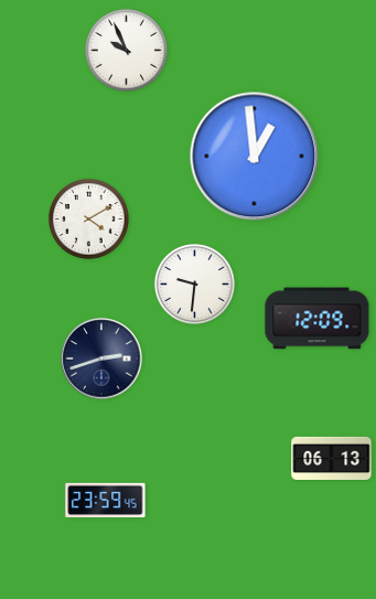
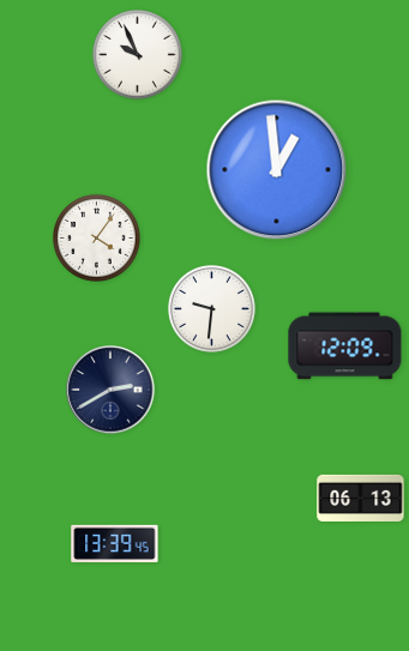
clock at (88, 218): 4:10 -> 4:06
clock at (101, 359): 2:42 -> 2:40
clock at (106, 500): 23:59 -> 13:39
